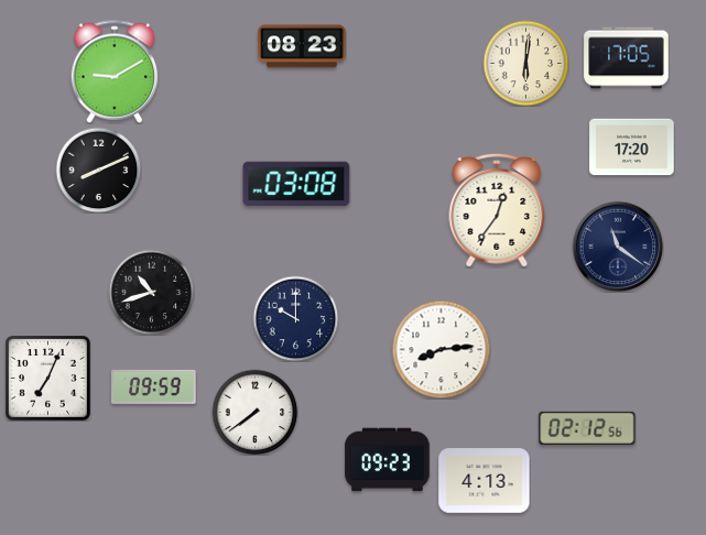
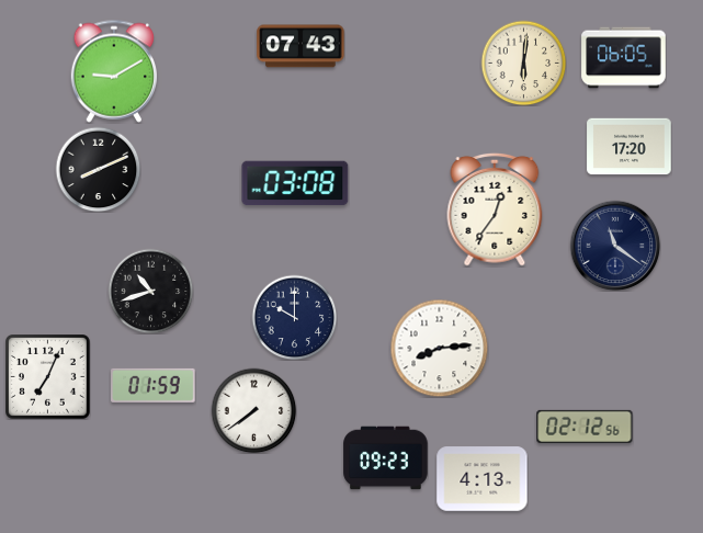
clock at (302, 46): 08:23 -> 07:43
clock at (627, 58): 17:05 -> 06:05
clock at (154, 386): 09:59 -> 01:59
